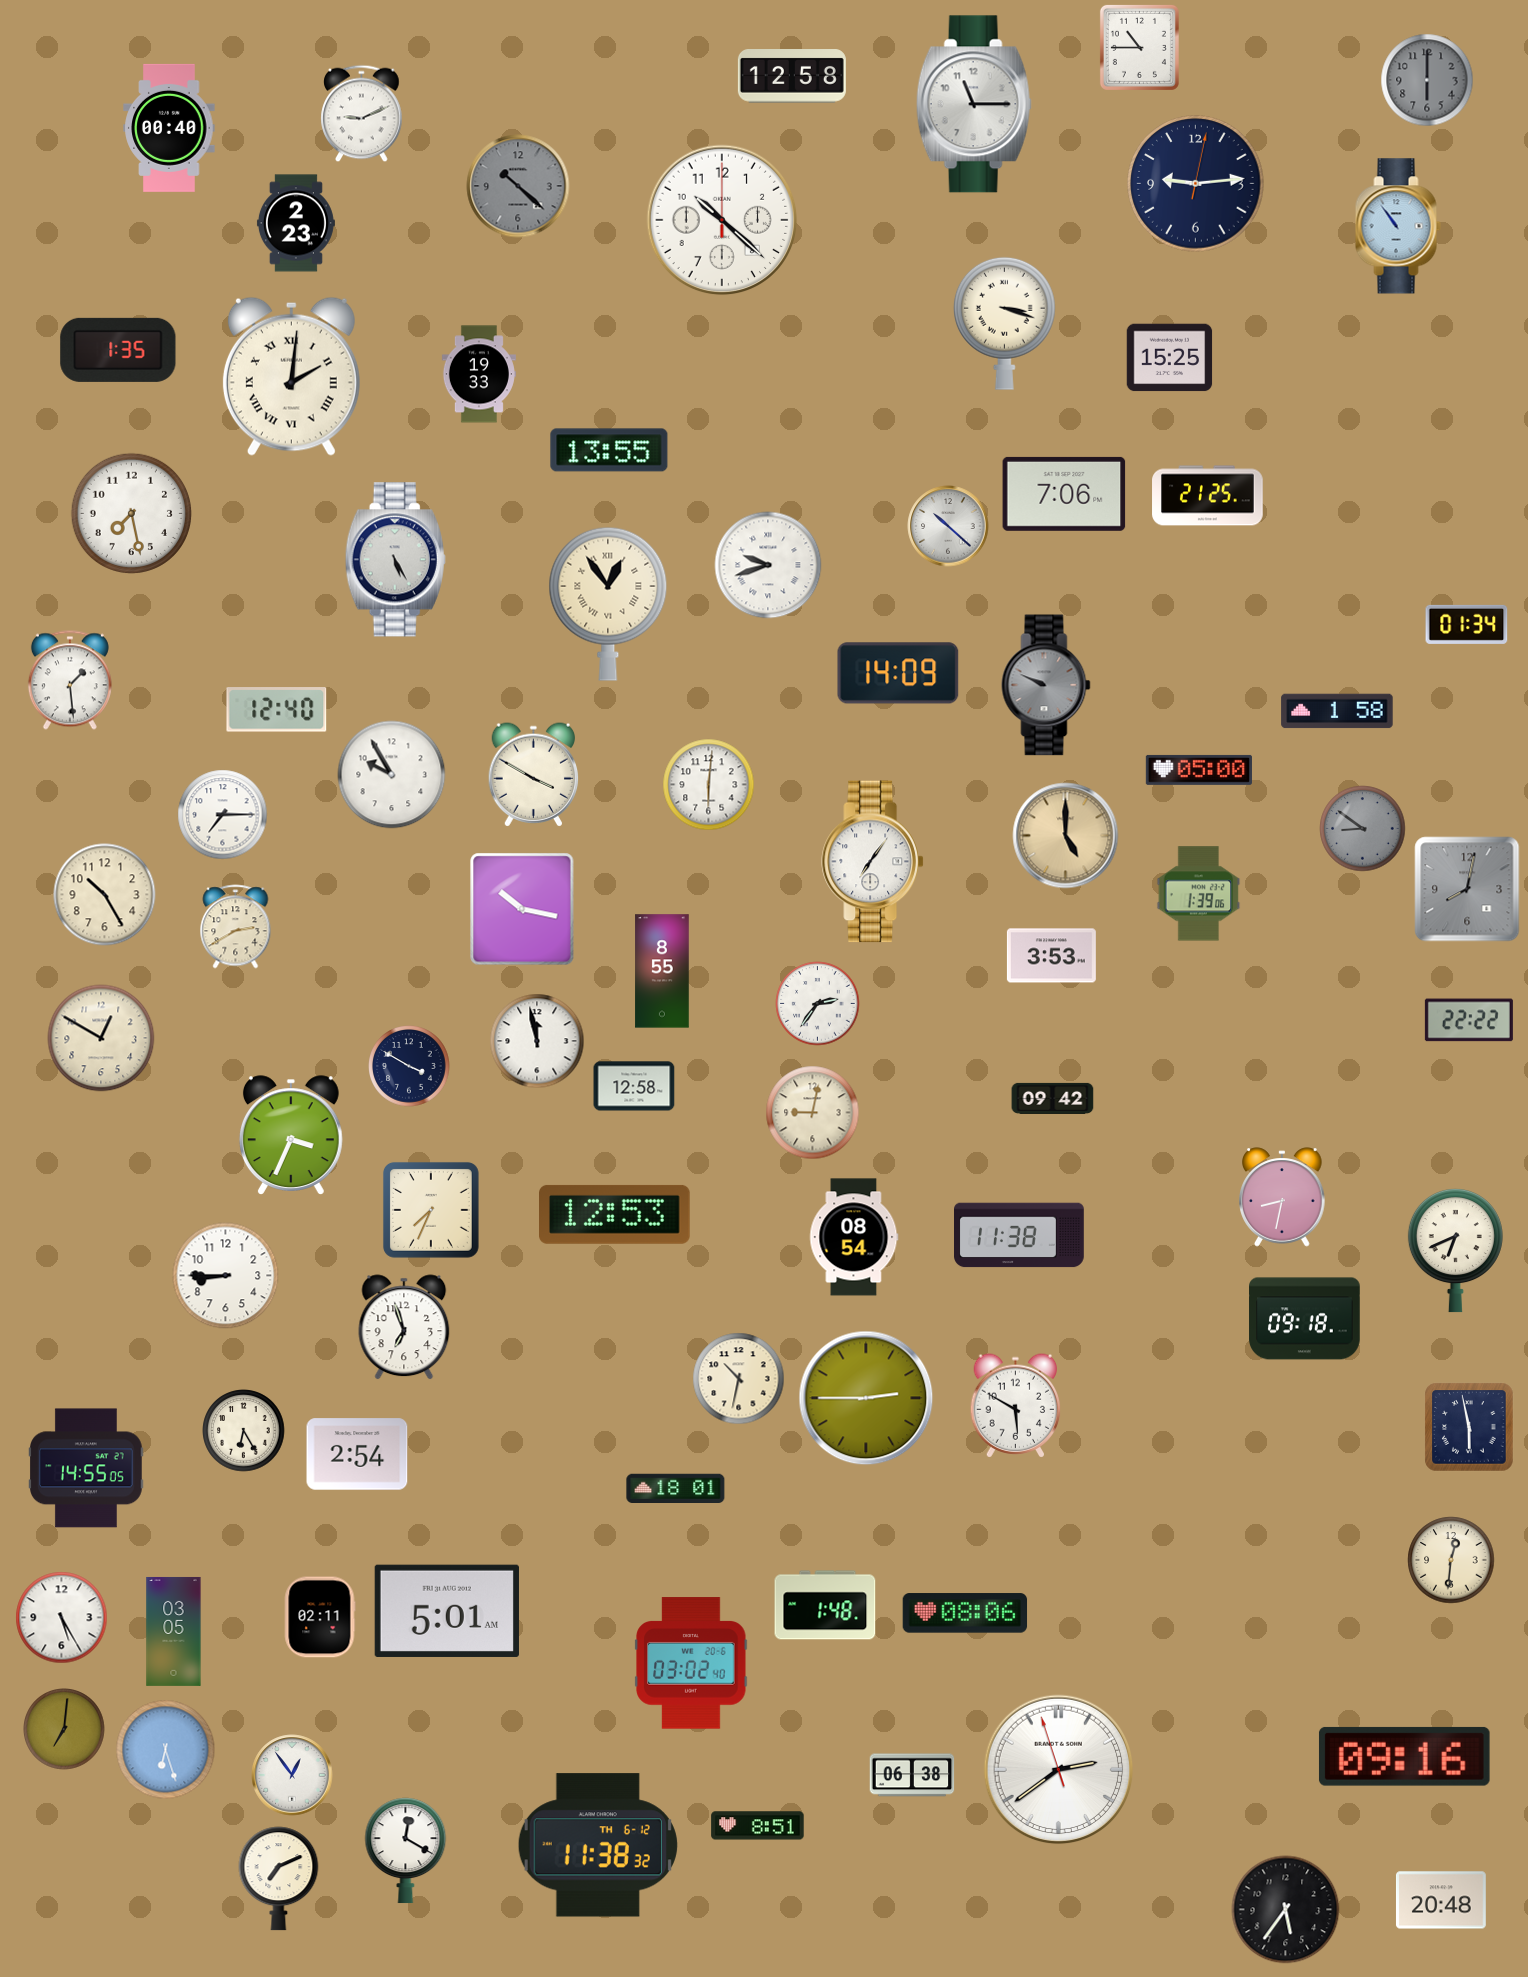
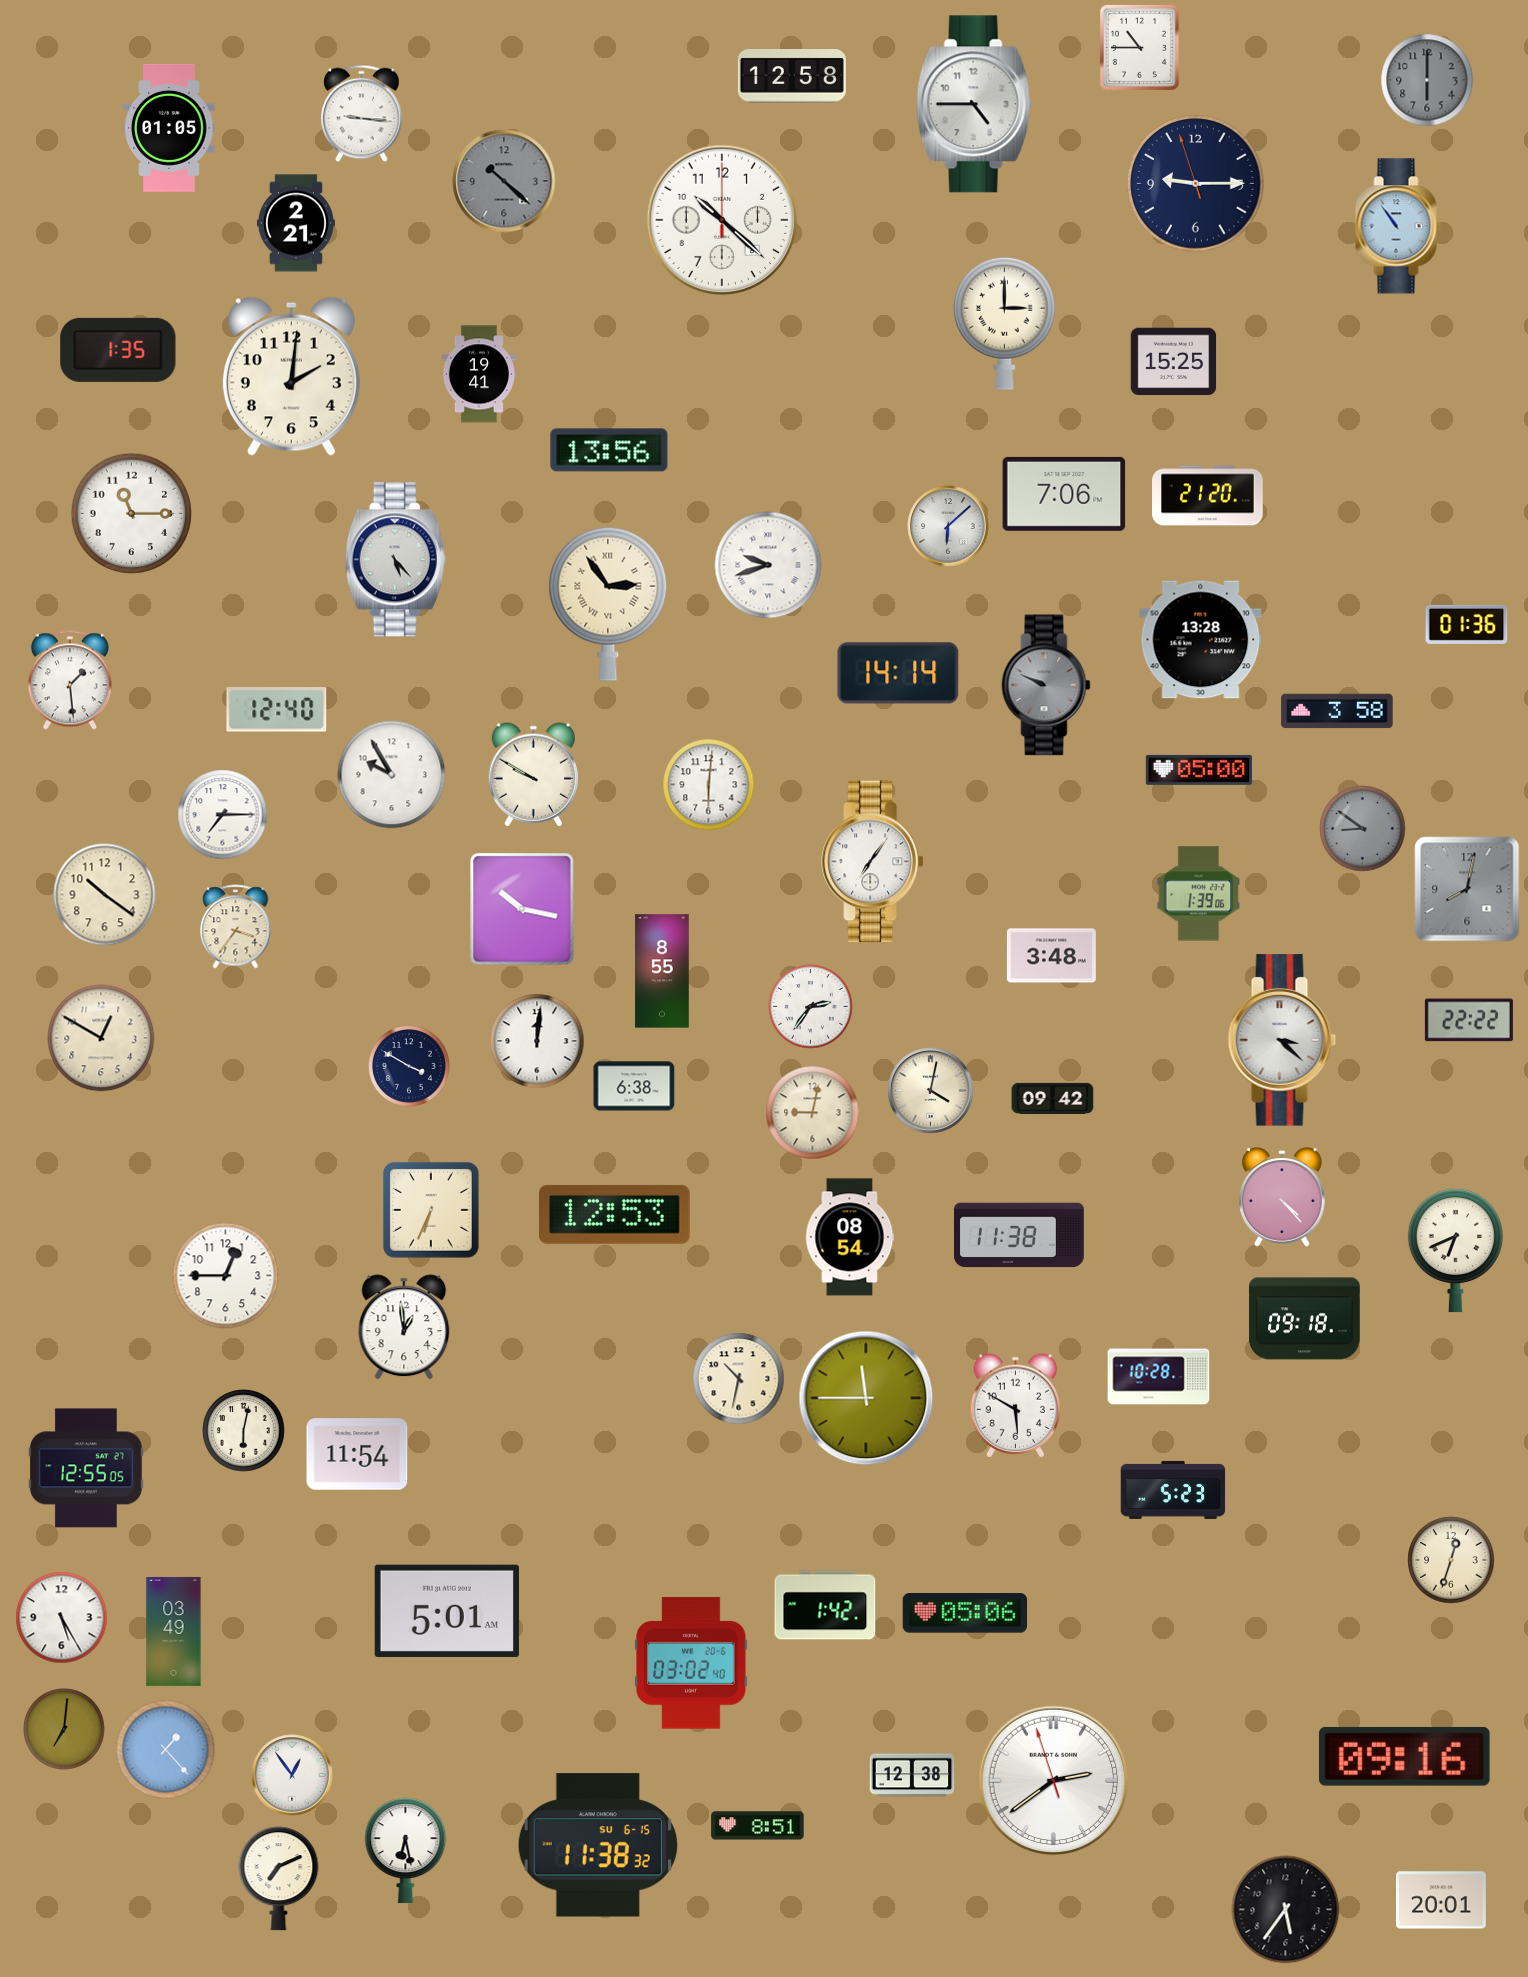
clock at (974, 104): 11:15 -> 4:45
clock at (362, 114): 9:11 -> 9:16
clock at (169, 128): 00:40 -> 01:05
clock at (1196, 184): 9:14:02 -> 9:14:57
clock at (518, 186) position: (518, 186) -> (504, 181)
clock at (296, 223): 2:23 -> 2:21
clock at (1004, 323): 3:18 -> 3:00
clock at (1170, 358) position: (1170, 358) -> (1174, 362)
clock at (479, 374): 19:33 -> 19:41
clock at (291, 376) numerals: Roman -> Arabic
clock at (609, 450): 13:55 -> 13:56
clock at (1208, 496): 21:25 -> 21:20
clock at (131, 513): 7:28 -> 11:15
clock at (948, 526): 10:22 -> 6:08
clock at (395, 560): 5:25 -> 5:23
clock at (608, 604): 12:54 -> 2:54
clock at (1467, 624): 01:34 -> 01:36
clock at (1201, 640): none -> 13:28
clock at (898, 673): 14:09 -> 14:14
clock at (1337, 711): 1:58 -> 3:58
clock at (534, 775): 3:50 -> 9:50
clock at (1066, 836): 5:00 -> none
clock at (105, 895): 10:25 -> 10:21
clock at (236, 927): 2:40 -> 3:36
clock at (1051, 956): 3:53 -> 3:48
clock at (818, 1004) position: (818, 1004) -> (811, 1007)
clock at (1282, 1040): none -> 3:22
clock at (537, 1041): 11:58 -> 12:01
clock at (634, 1086): 12:58 -> 6:38
clock at (931, 1091): none -> 4:02
clock at (291, 1135): 3:34 -> none
clock at (1282, 1197): 8:32 -> 4:23
clock at (431, 1210): 7:34 -> 6:34
clock at (854, 1237) position: (854, 1237) -> (850, 1237)
clock at (226, 1276): 8:45 -> 12:45
clock at (404, 1327): 6:57 -> 12:59
clock at (1159, 1377): none -> 10:28
clock at (866, 1398): 2:45 -> 11:45
clock at (1469, 1427): 5:58 -> none
clock at (244, 1431): 6:25 -> 6:02
clock at (357, 1454): 2:54 -> 11:54
clock at (87, 1468): 14:55 -> 12:55
clock at (676, 1489): 18:01 -> none
clock at (1173, 1490): none -> 5:23
clock at (1451, 1560): 12:31 -> 12:33
clock at (825, 1605): 1:48 -> 1:42
clock at (965, 1613): 08:06 -> 05:06
clock at (320, 1617): 02:11 -> none
clock at (174, 1631): 03:05 -> 03:49
clock at (166, 1750): 6:27 -> 1:23
clock at (1059, 1770) position: (1059, 1770) -> (1054, 1781)
clock at (912, 1775): 06:38 -> 12:38
clock at (598, 1845) date: TH 6-12 -> SU 6-15
clock at (406, 1851): 12:20 -> 6:28
clock at (1441, 1900): 20:48 -> 20:01
